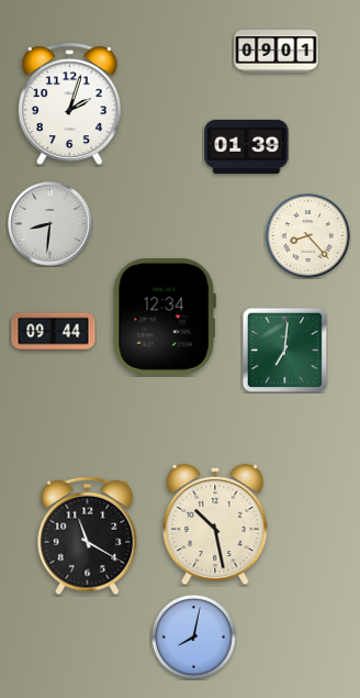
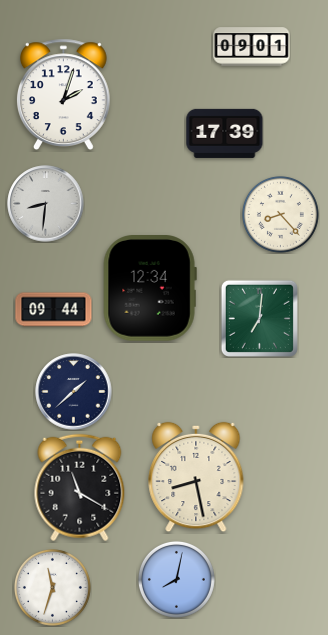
clock at (247, 146): 01:39 -> 17:39
clock at (54, 332) position: (54, 332) -> (54, 310)
clock at (74, 392): none -> 1:38
clock at (215, 524): 10:28 -> 8:28
clock at (52, 587): none -> 11:33
